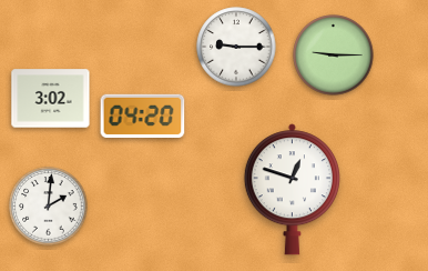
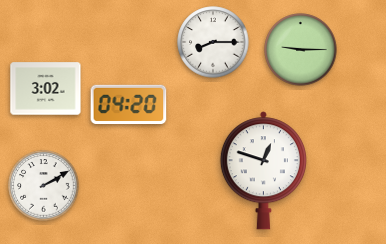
clock at (236, 47): 9:15 -> 8:15
clock at (49, 207): 2:01 -> 2:10
